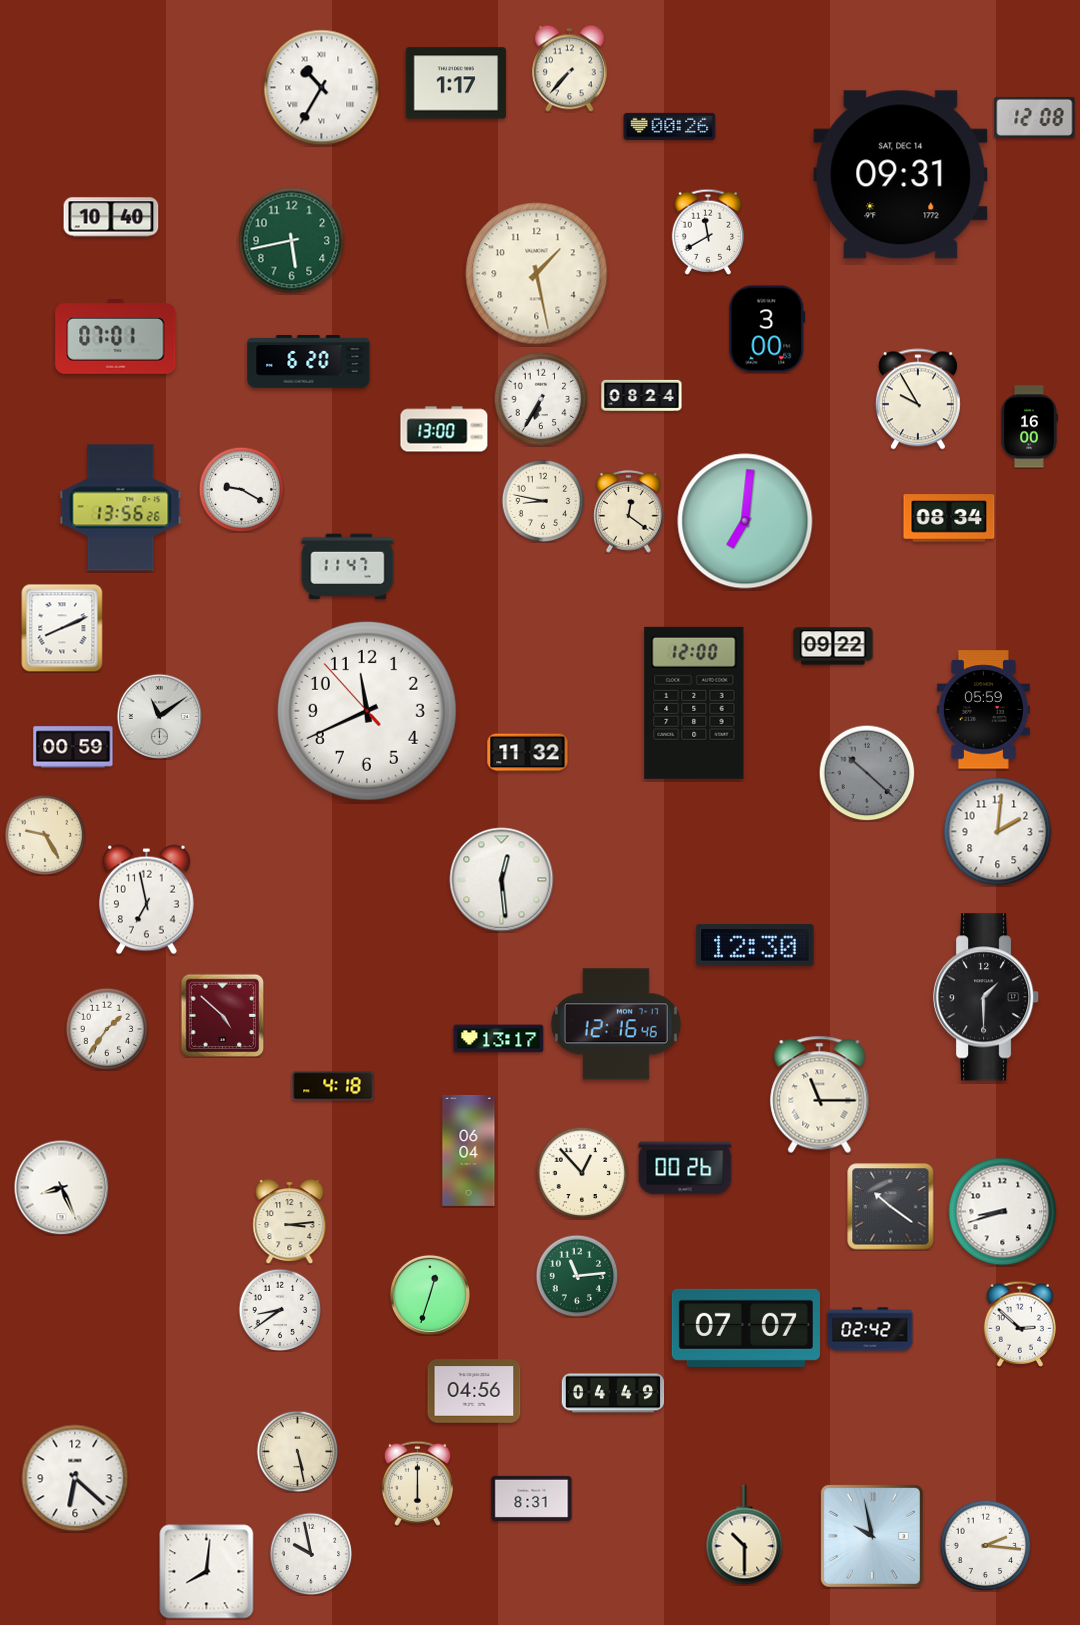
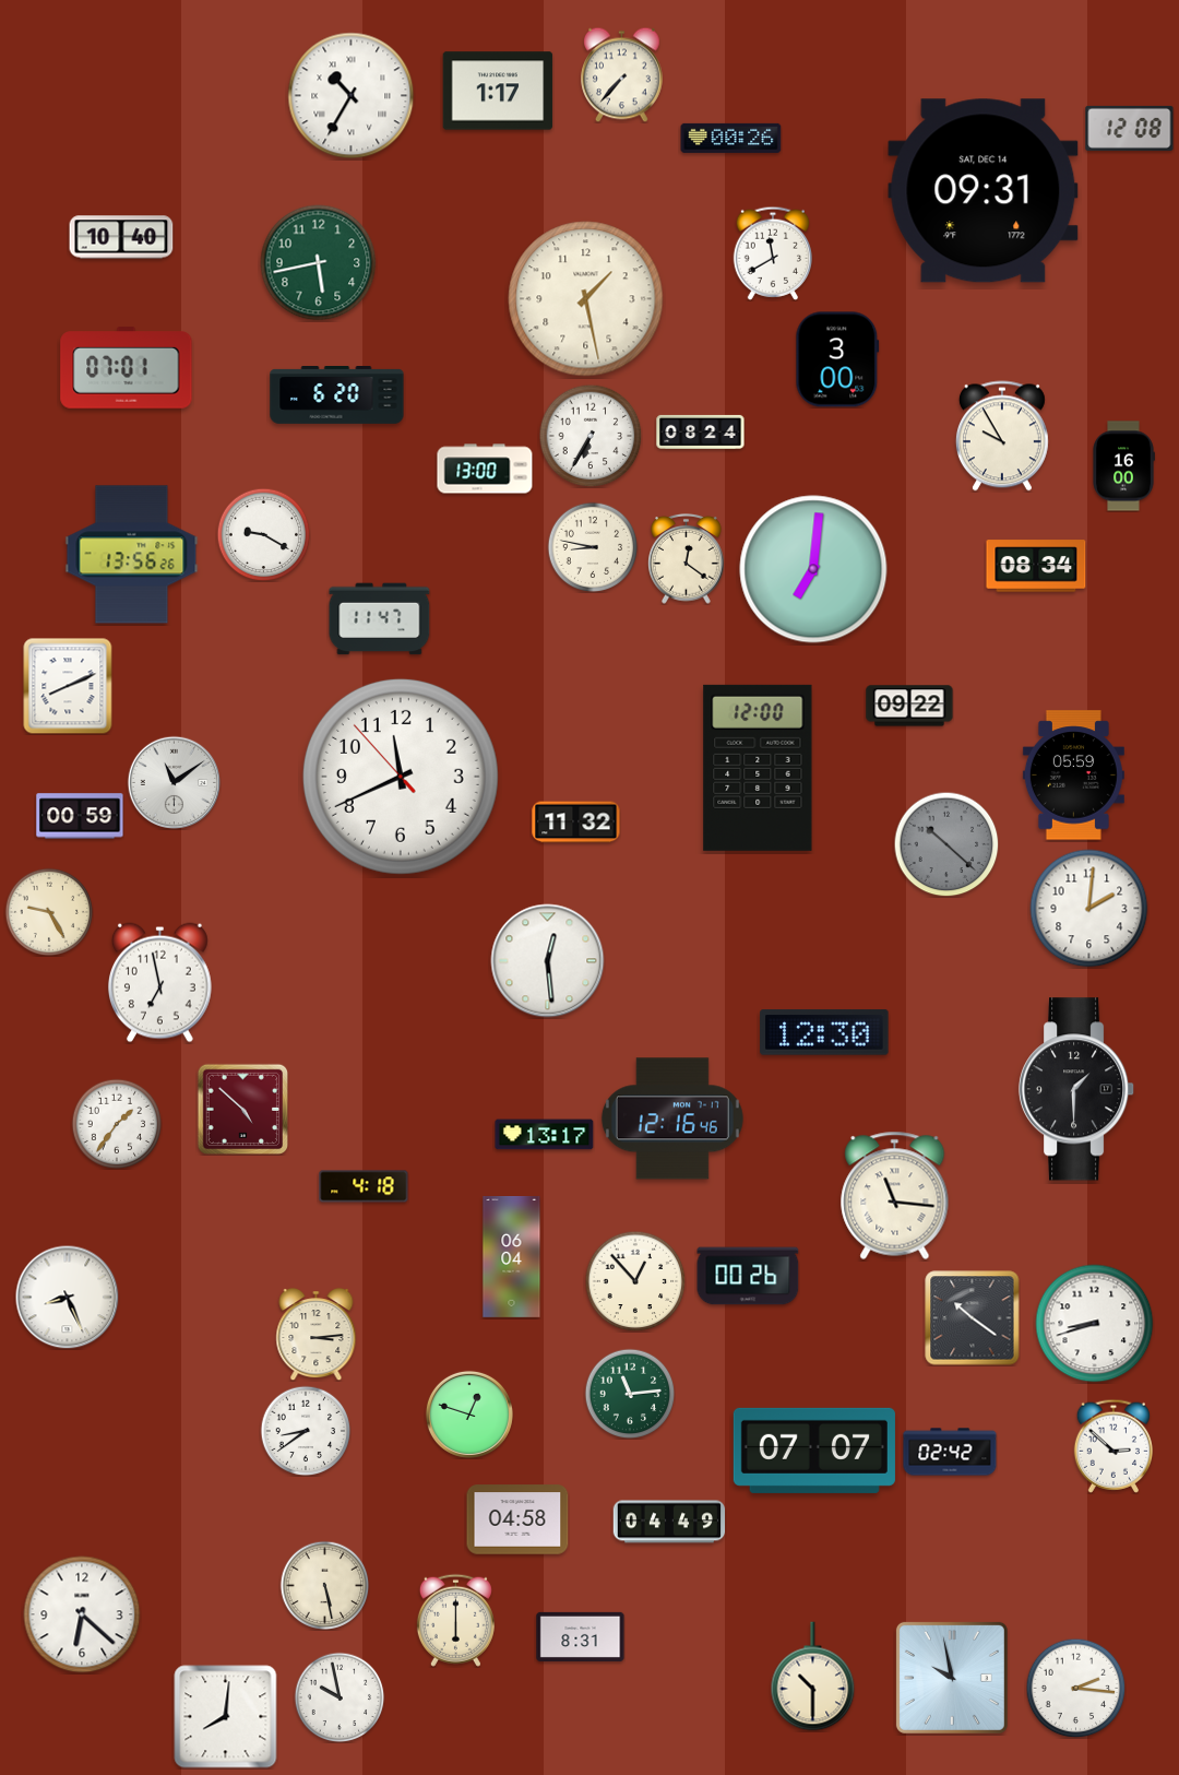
clock at (820, 1094): 11:15 -> 11:16
clock at (430, 1295): 12:33 -> 12:48
clock at (474, 1391): 04:56 -> 04:58
